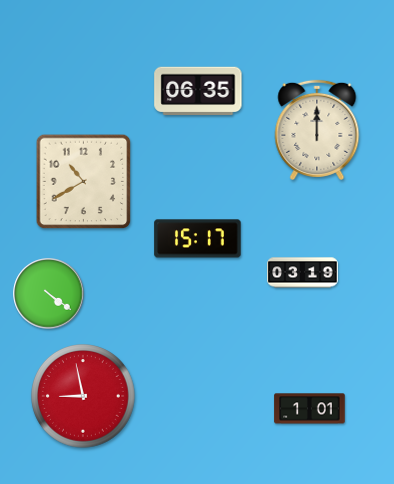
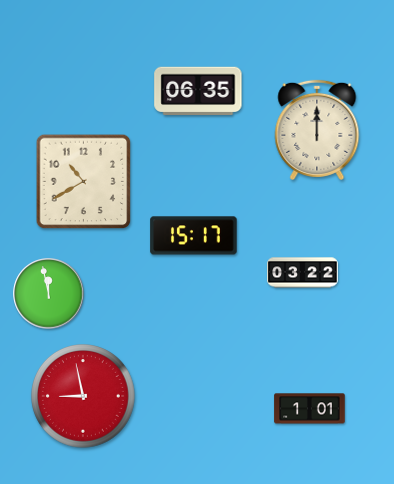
clock at (198, 239) position: (198, 239) -> (194, 236)
clock at (303, 273): 03:19 -> 03:22
clock at (49, 294): 4:21 -> 11:58
